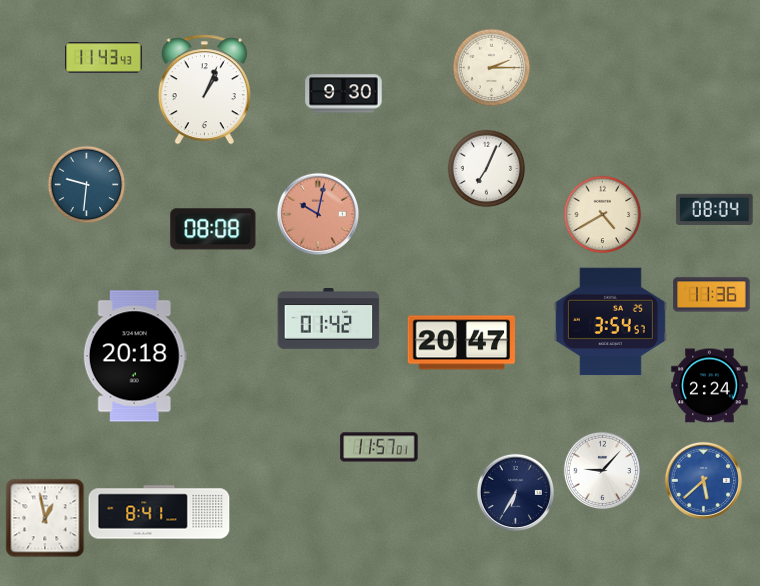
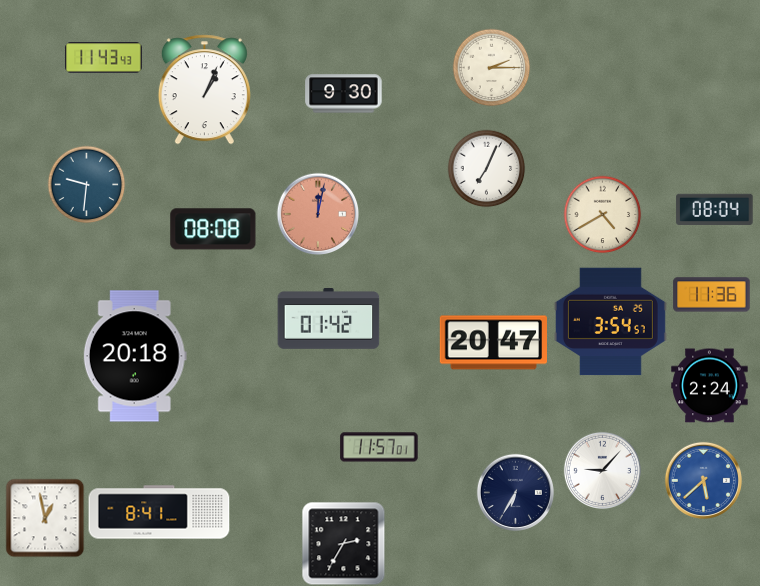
clock at (318, 214): 10:02 -> 12:02
clock at (462, 343) position: (462, 343) -> (494, 343)
clock at (343, 543): none -> 2:35
